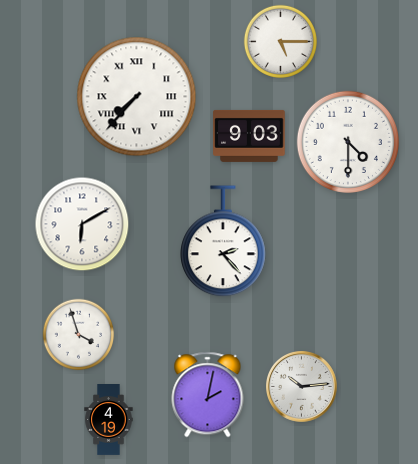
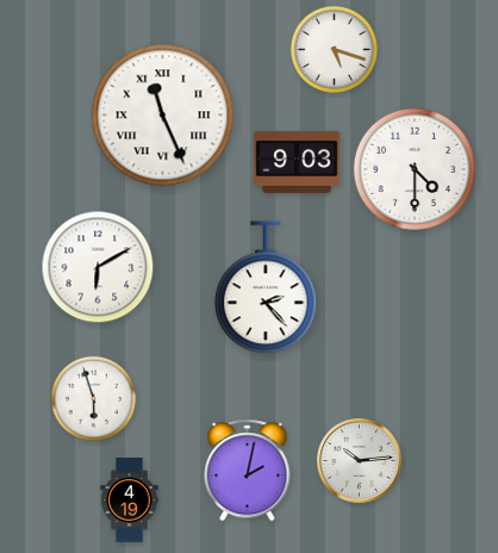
clock at (280, 41): 5:15 -> 5:18
clock at (137, 97): 7:37 -> 11:26
clock at (79, 335): 3:57 -> 5:57
